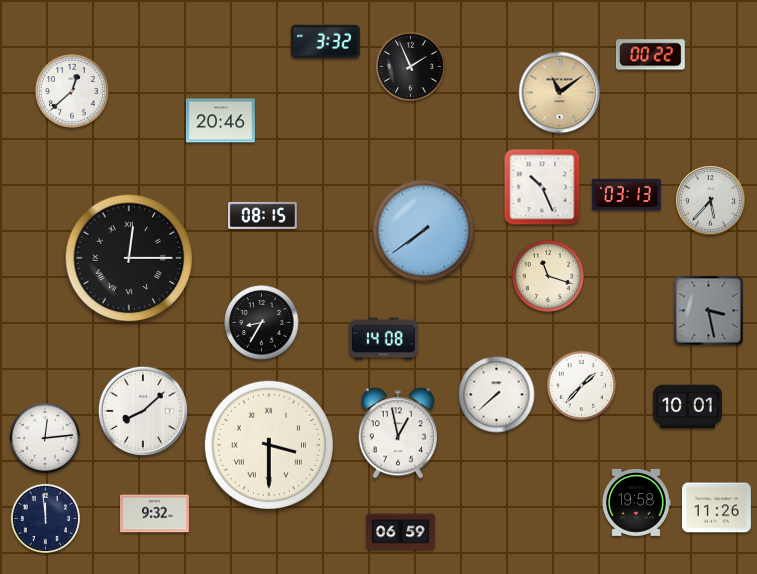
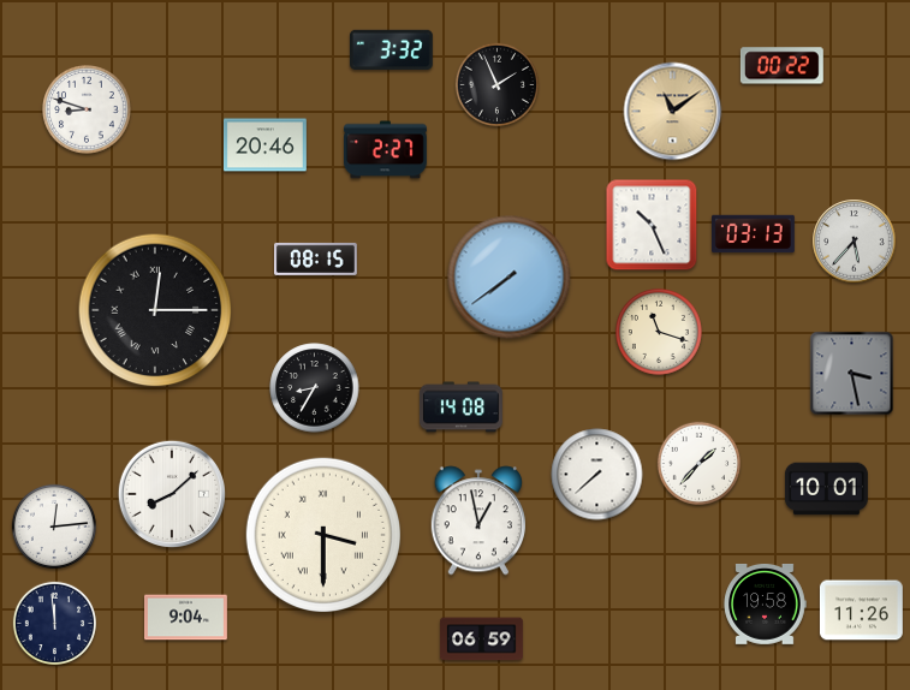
clock at (410, 66) position: (410, 66) -> (496, 84)
clock at (72, 91): 12:38 -> 8:48
clock at (386, 150): none -> 2:27
clock at (155, 514): 9:32 -> 9:04
